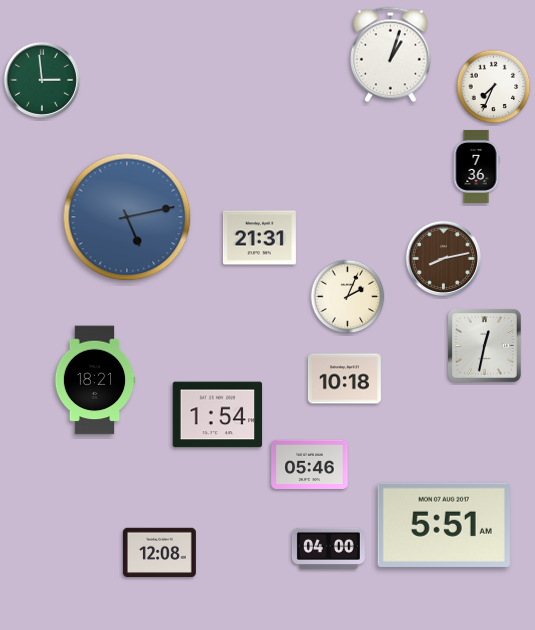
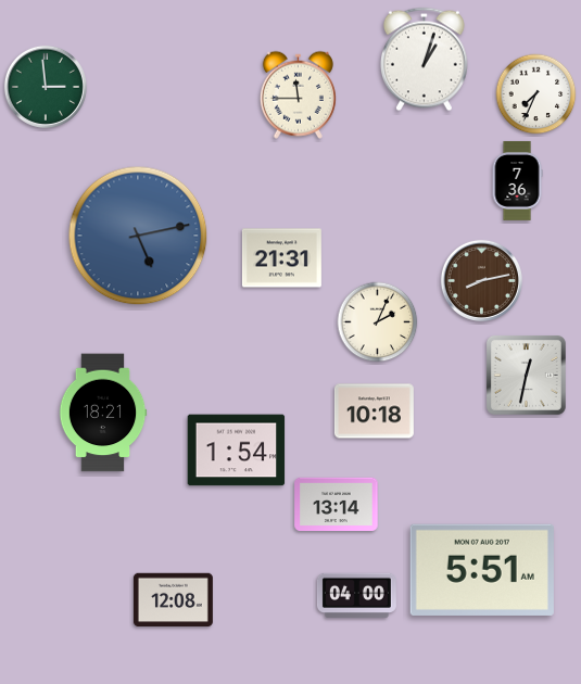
clock at (298, 94): none -> 11:45
clock at (310, 464): 05:46 -> 13:14
